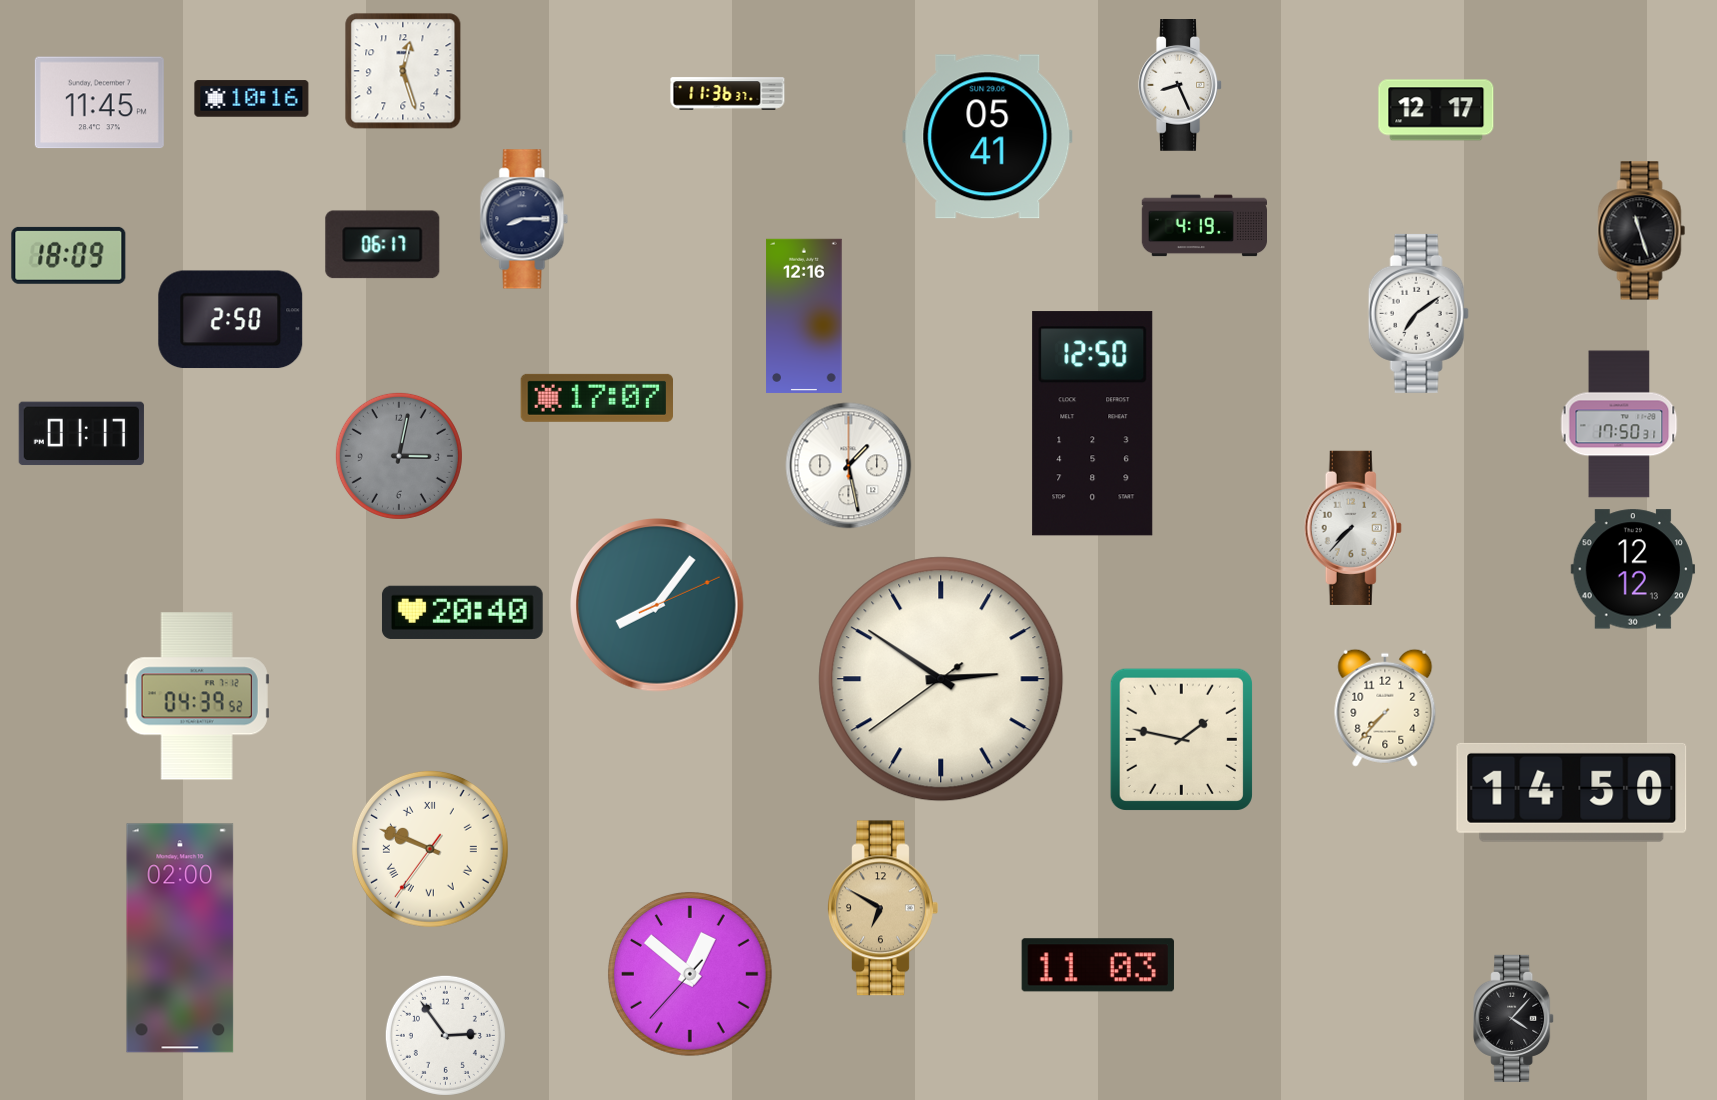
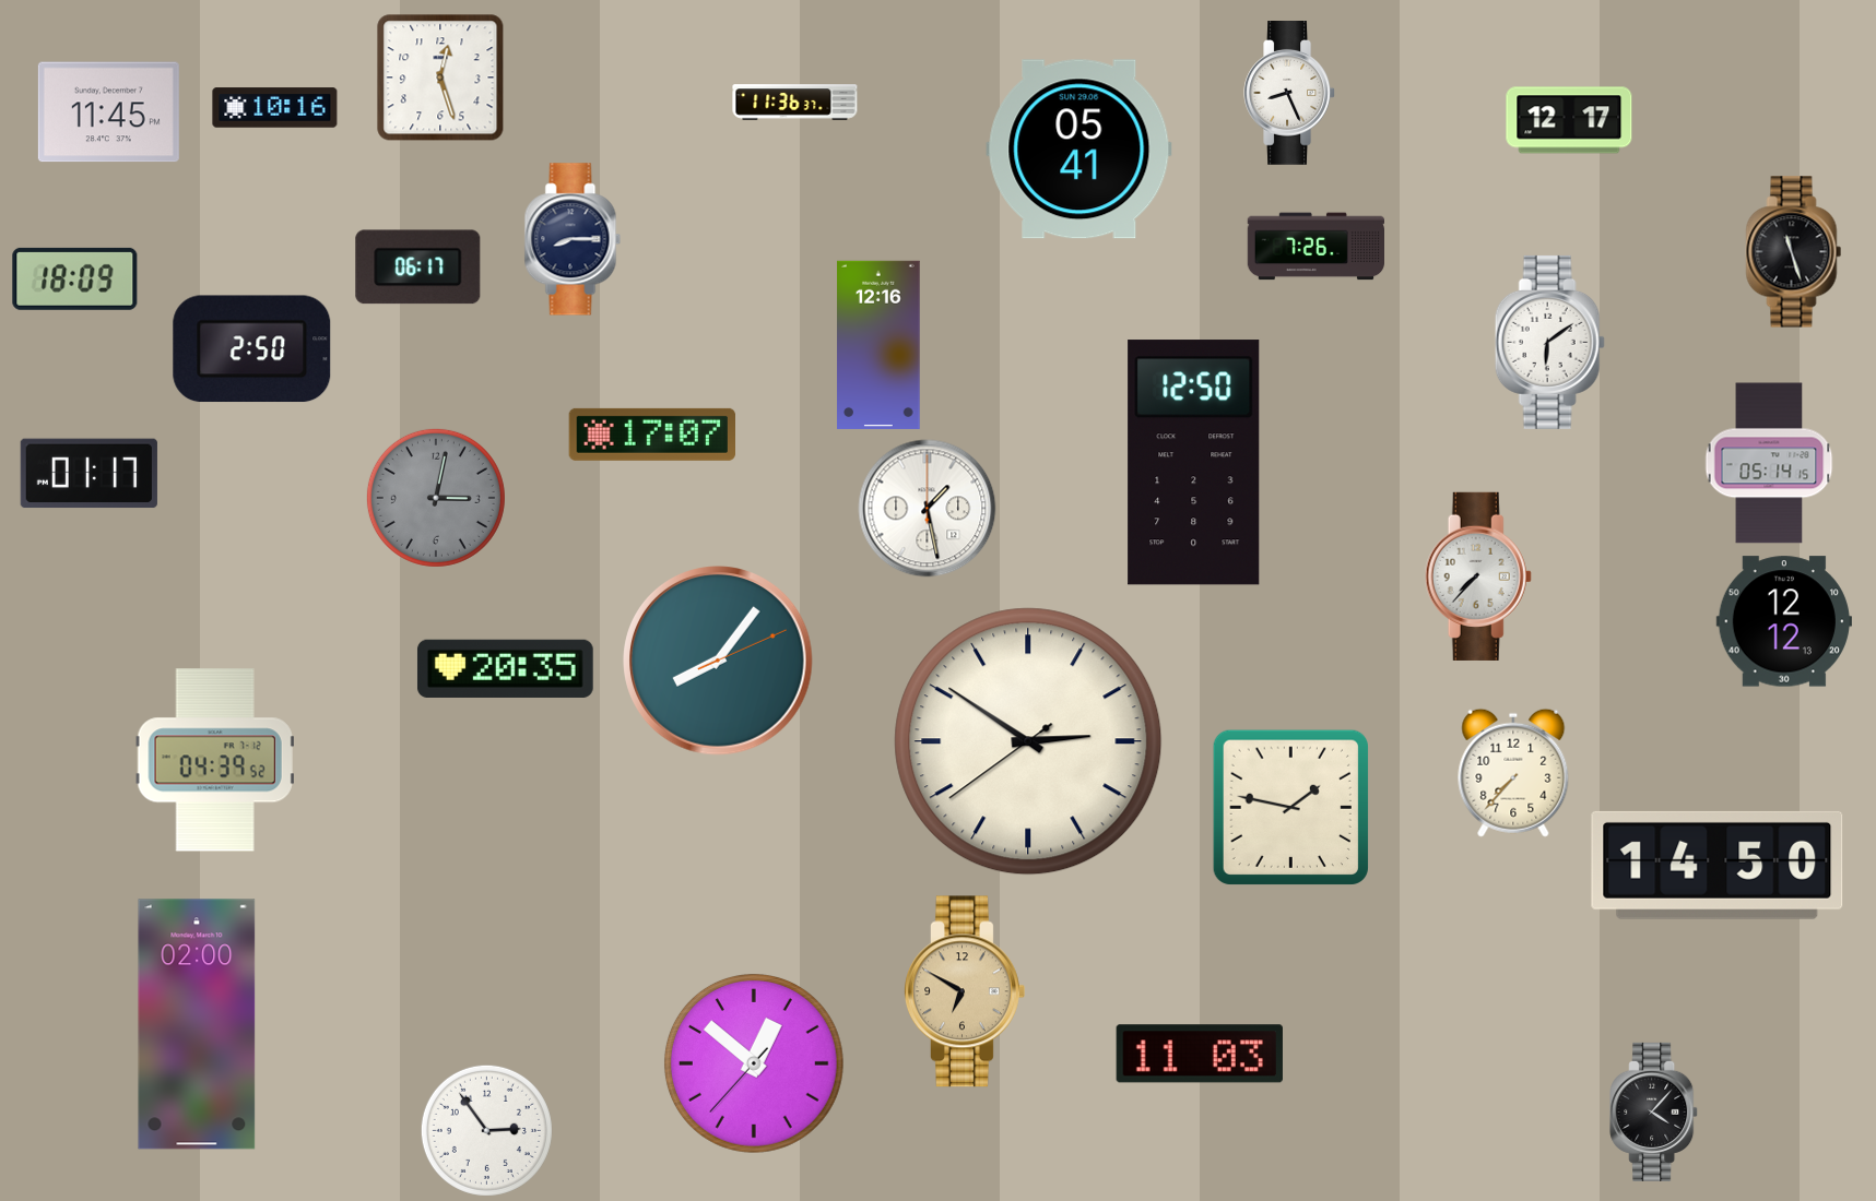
clock at (1204, 226): 4:19 -> 7:26
clock at (1418, 313): 7:09 -> 6:09
clock at (1619, 424): 17:50 -> 05:14
clock at (462, 612): 20:40 -> 20:35
clock at (430, 849): 9:48 -> none
